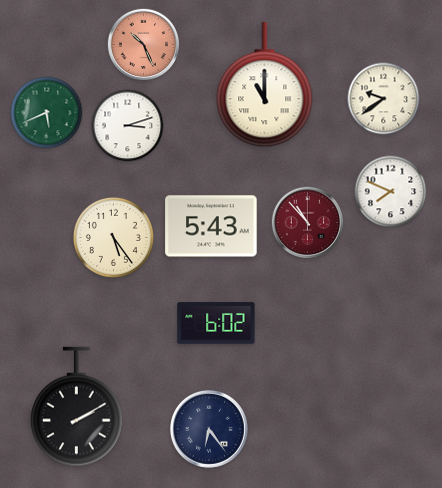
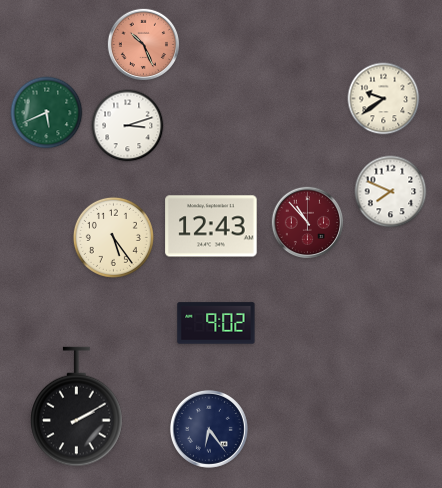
clock at (265, 85): 11:00 -> none
clock at (211, 226): 5:43 -> 12:43
clock at (216, 323): 6:02 -> 9:02
